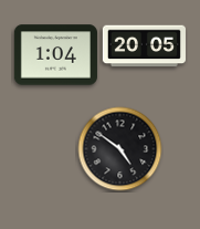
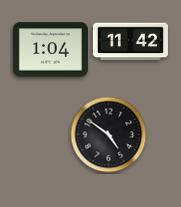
clock at (144, 46): 20:05 -> 11:42
